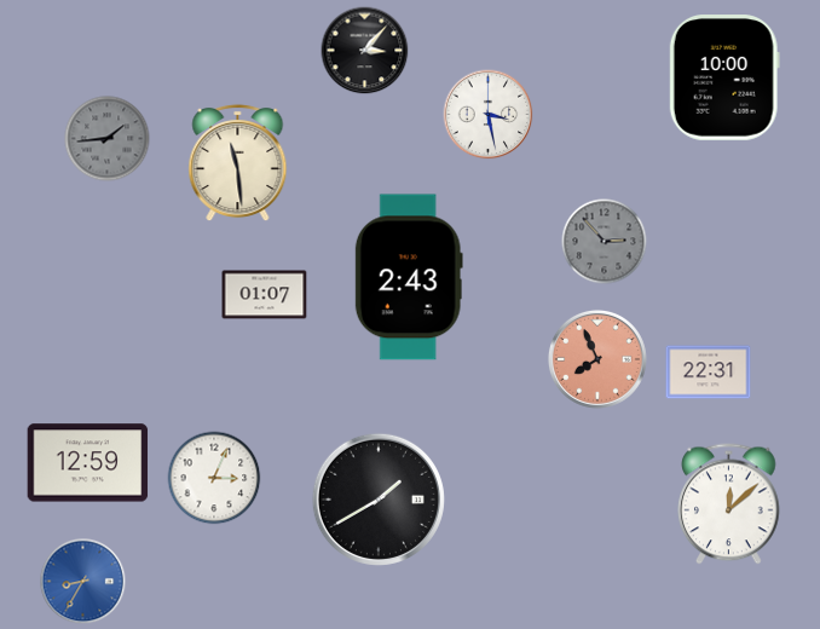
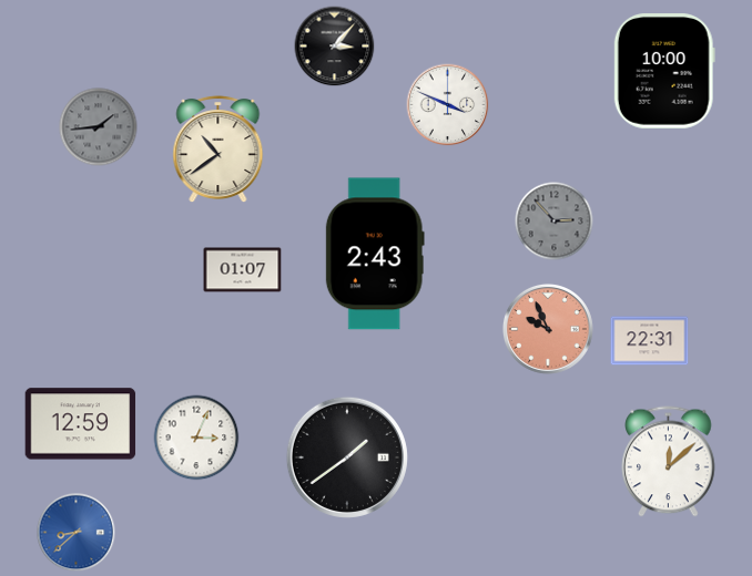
clock at (489, 115): 3:28 -> 3:49
clock at (238, 163): 11:29 -> 10:39
clock at (597, 359): 7:56 -> 9:56
clock at (379, 500): 1:40 -> 1:39
clock at (83, 582): 8:35 -> 8:38
